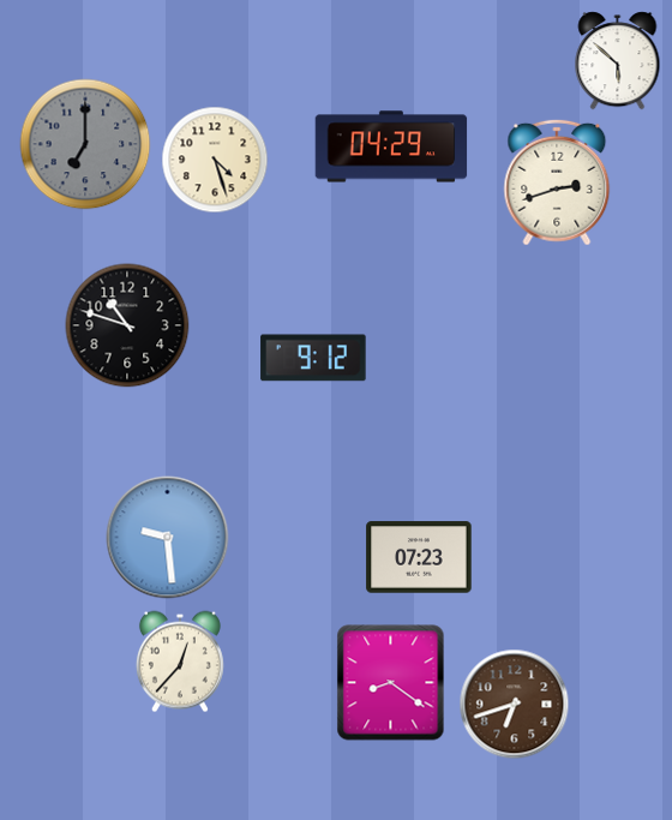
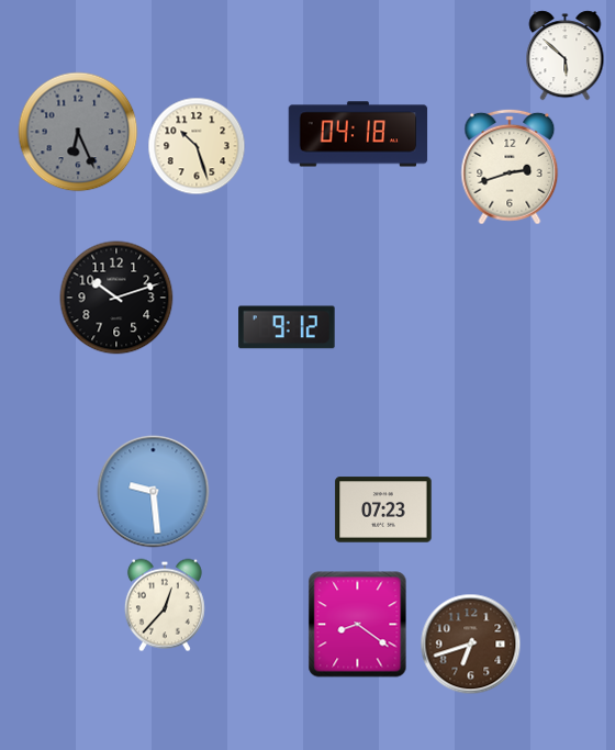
clock at (85, 144): 7:00 -> 6:26
clock at (391, 146): 04:29 -> 04:18
clock at (215, 160): 4:27 -> 10:27
clock at (127, 325): 10:48 -> 10:12
